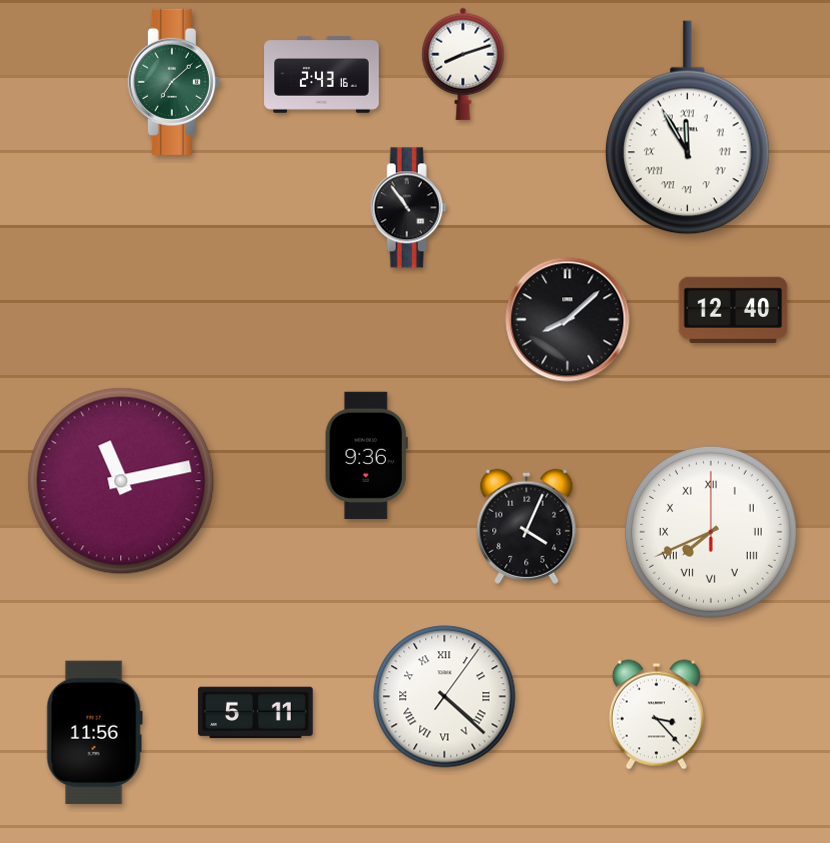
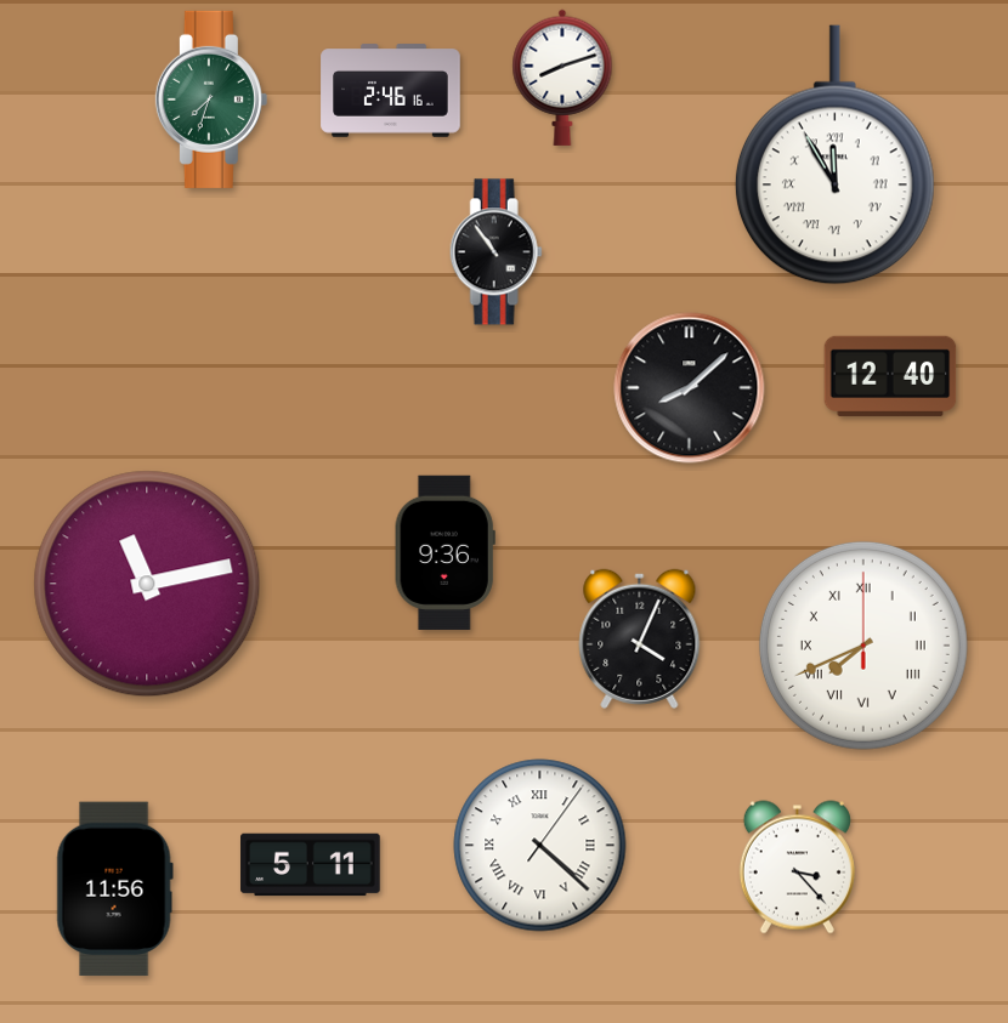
clock at (322, 75): 2:43 -> 2:46
clock at (174, 82): 7:08 -> 7:33
